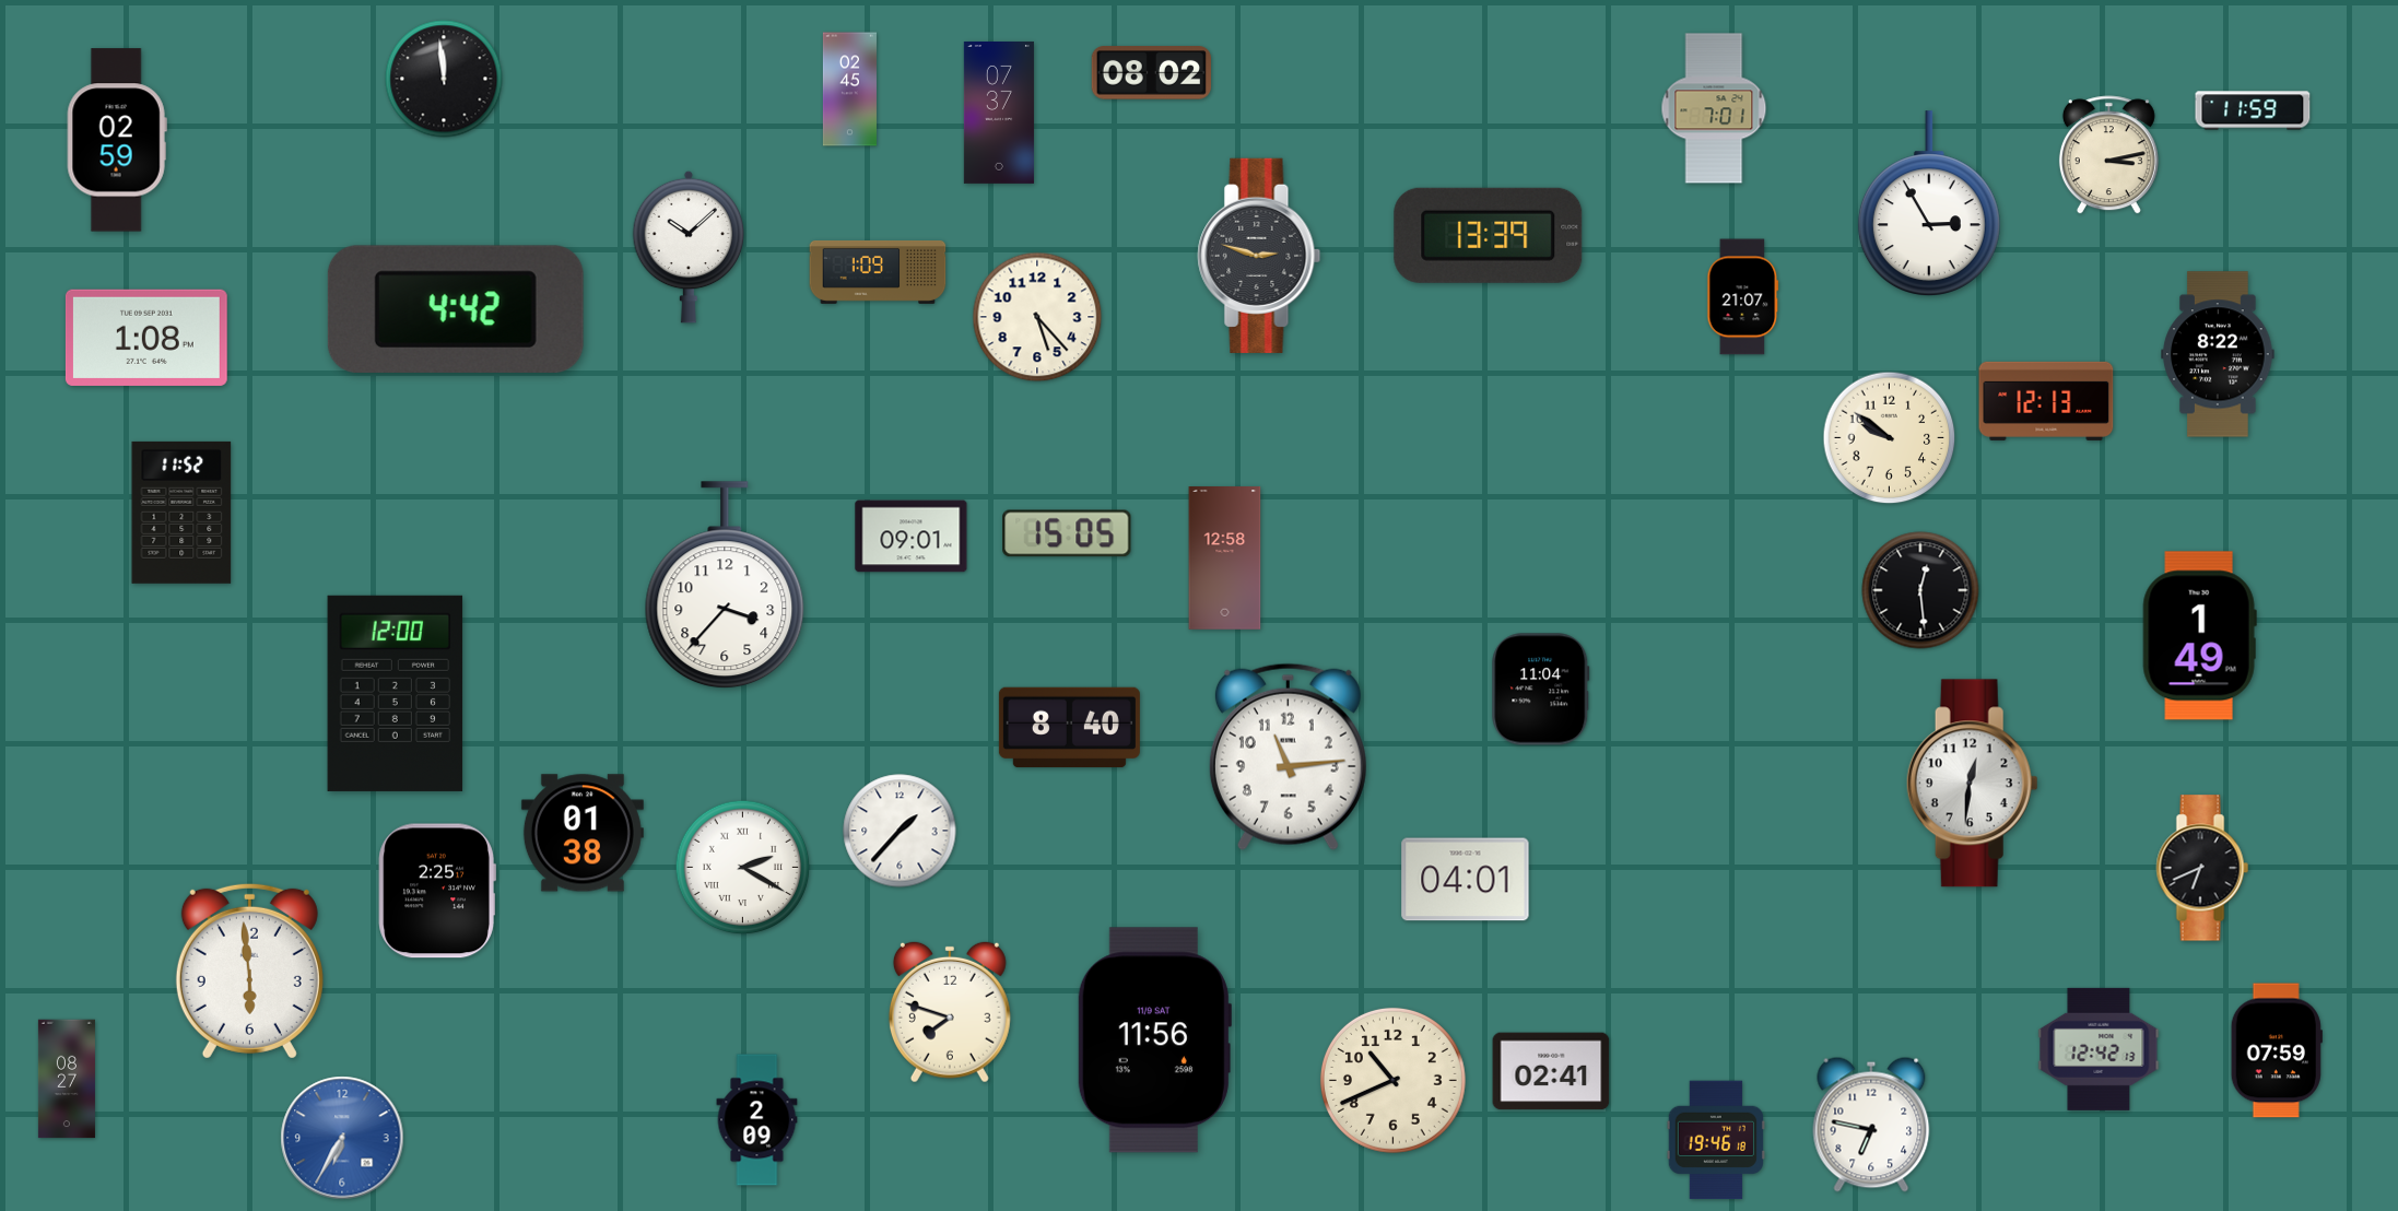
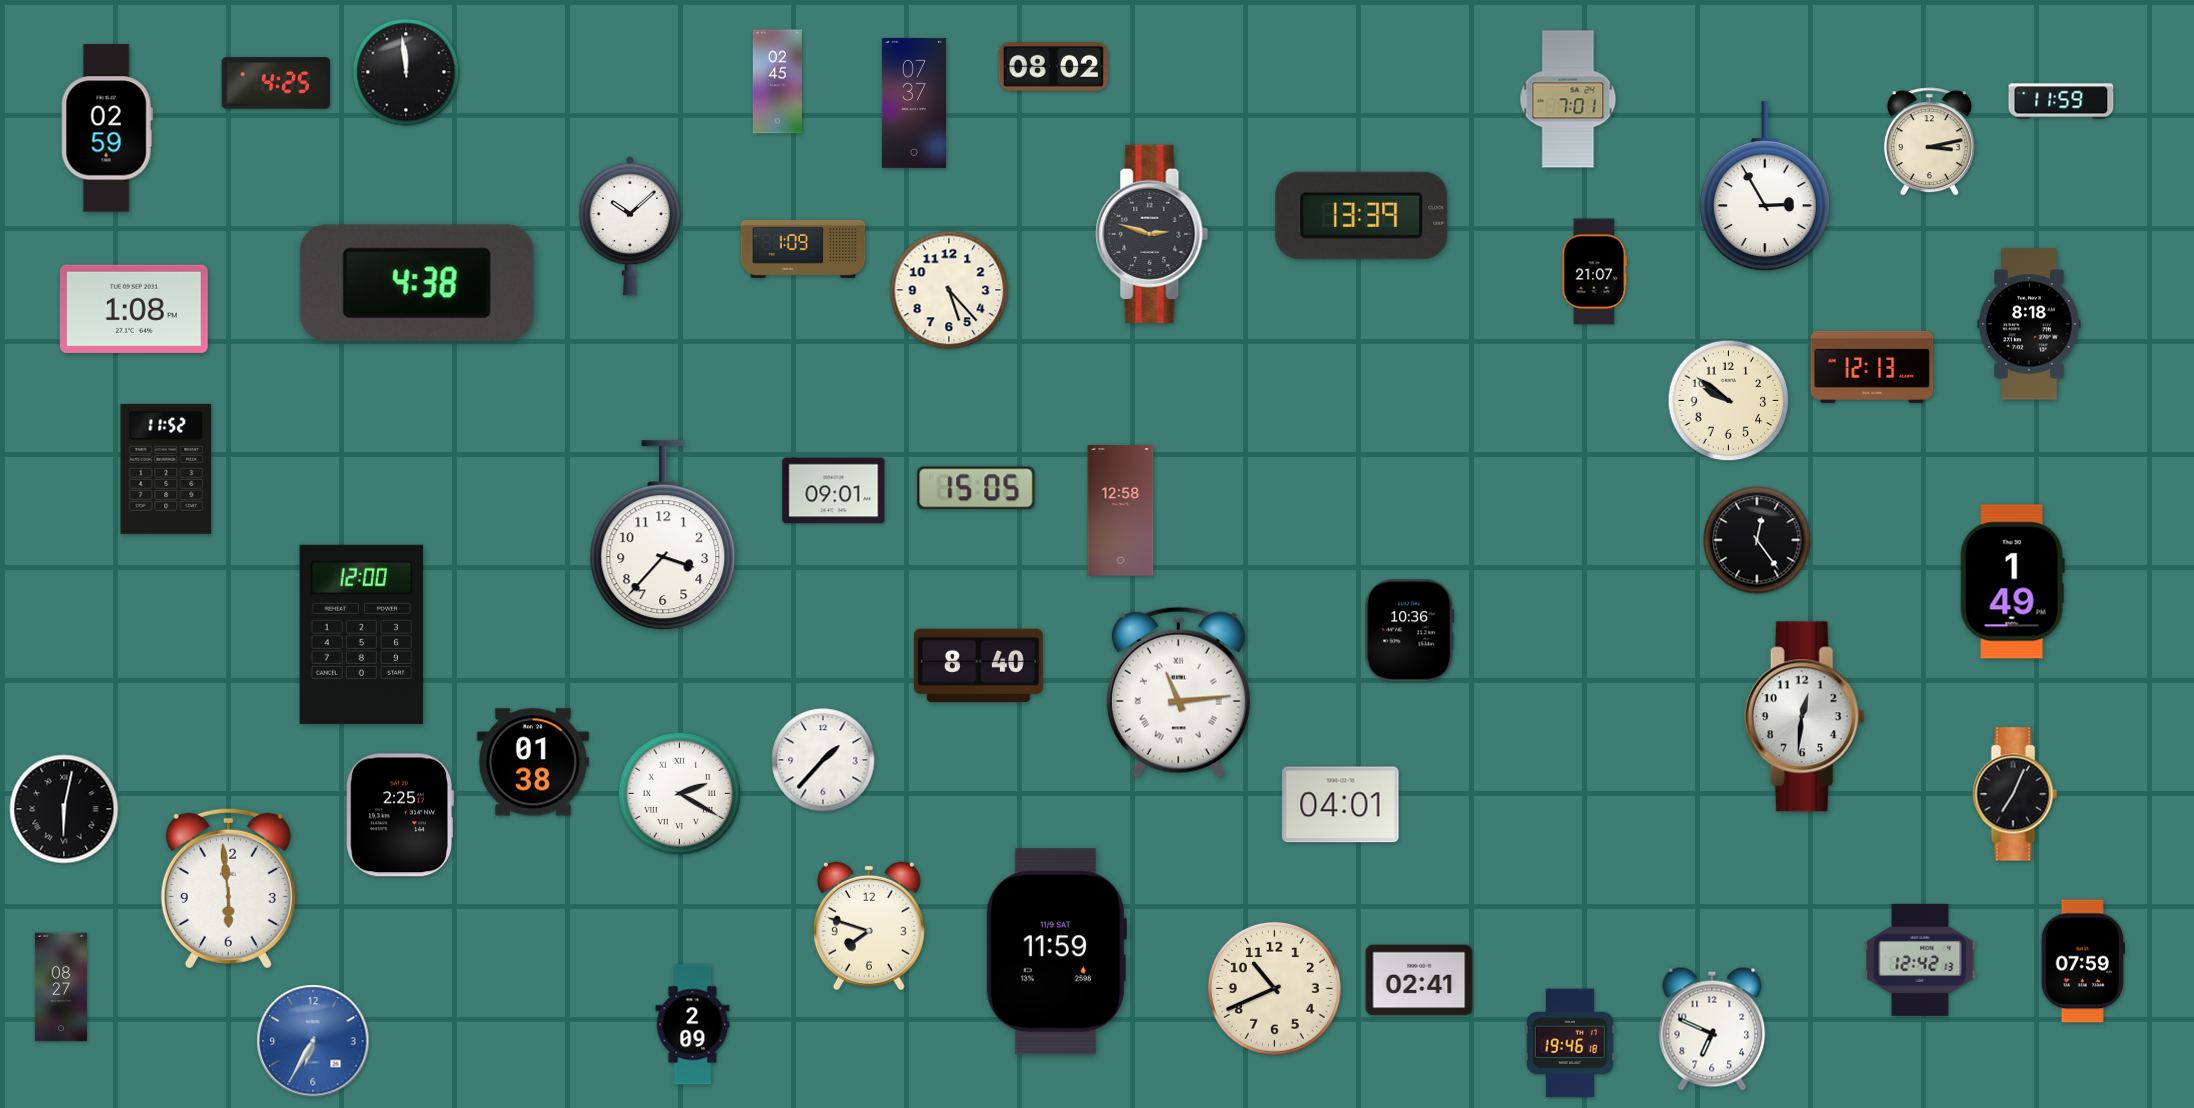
clock at (276, 83): none -> 4:25
clock at (456, 309): 4:42 -> 4:38
clock at (2218, 354): 8:22 -> 8:18
clock at (1920, 590): 12:29 -> 12:24
clock at (1541, 690): 11:04 -> 10:36
clock at (1288, 756) numerals: Arabic -> Roman
clock at (2202, 868): 6:41 -> 7:04
clock at (64, 809): none -> 6:02
clock at (1154, 1040): 11:56 -> 11:59
clock at (1871, 1125): 6:47 -> 6:49
